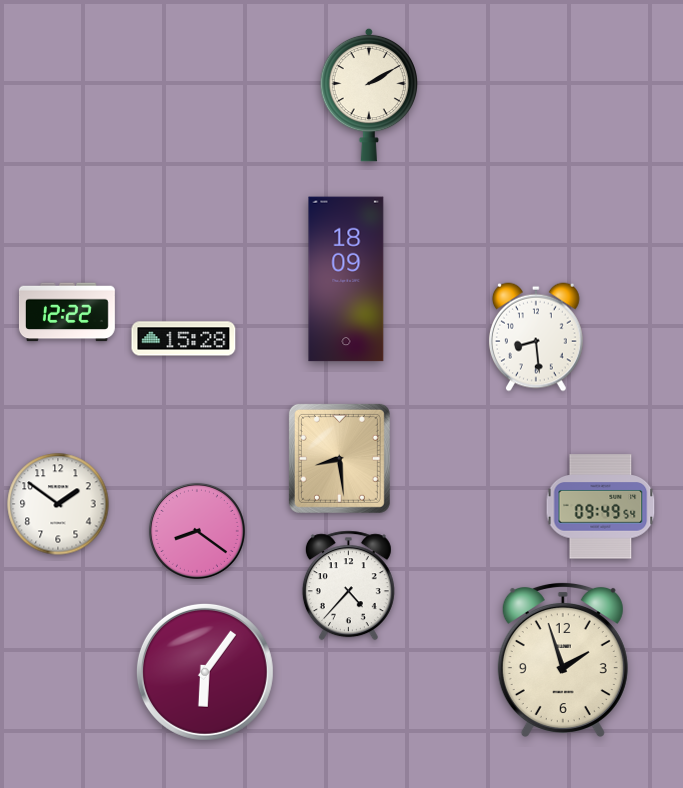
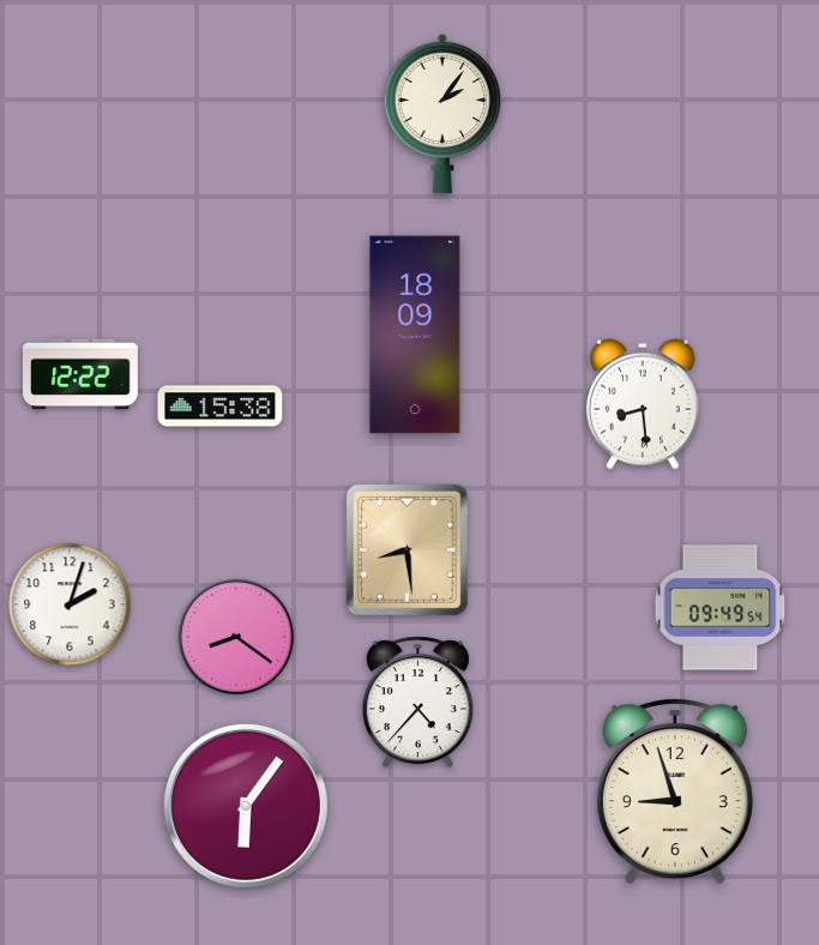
clock at (368, 95): 2:10 -> 2:06
clock at (184, 339): 15:28 -> 15:38
clock at (58, 504): 1:51 -> 2:03
clock at (563, 659): 1:57 -> 8:57
